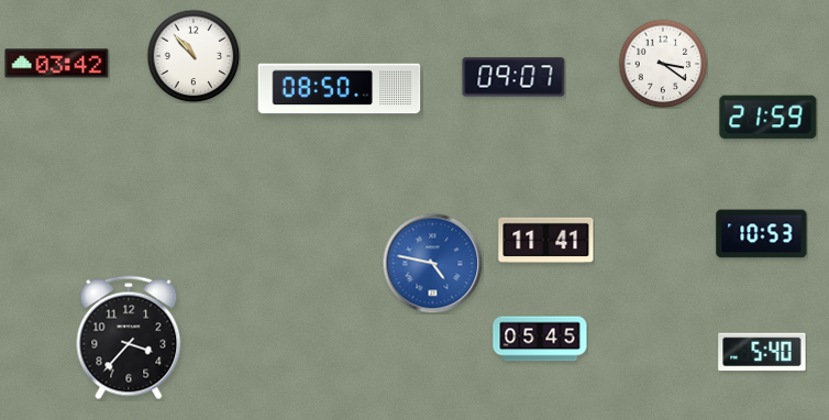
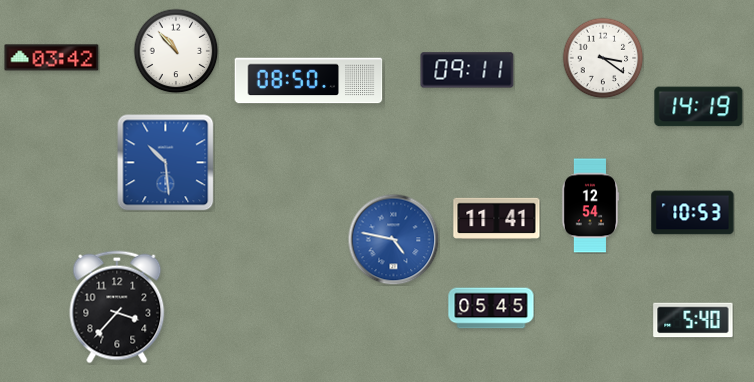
clock at (513, 77): 09:07 -> 09:11
clock at (769, 118): 21:59 -> 14:19
clock at (166, 163): none -> 10:29
clock at (590, 206): none -> 12:54
